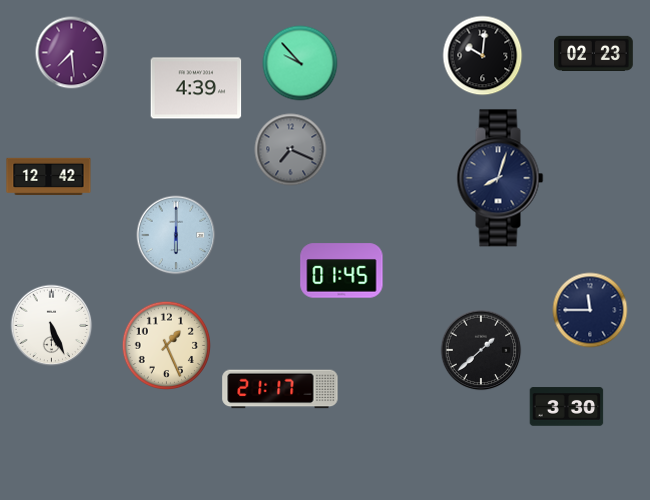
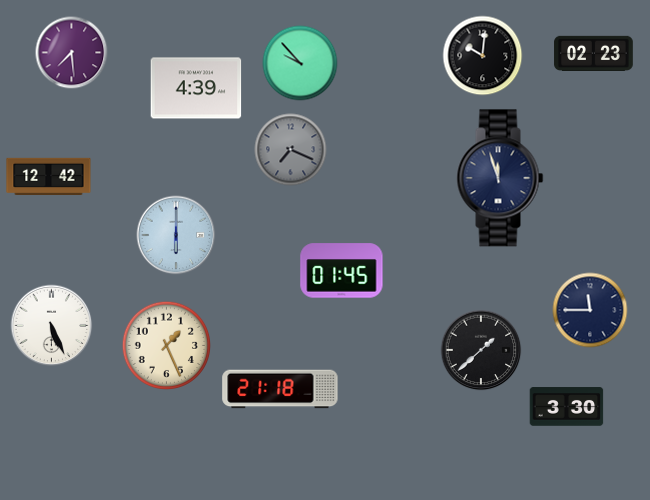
clock at (500, 178): 8:03 -> 11:57
clock at (280, 389): 21:17 -> 21:18
